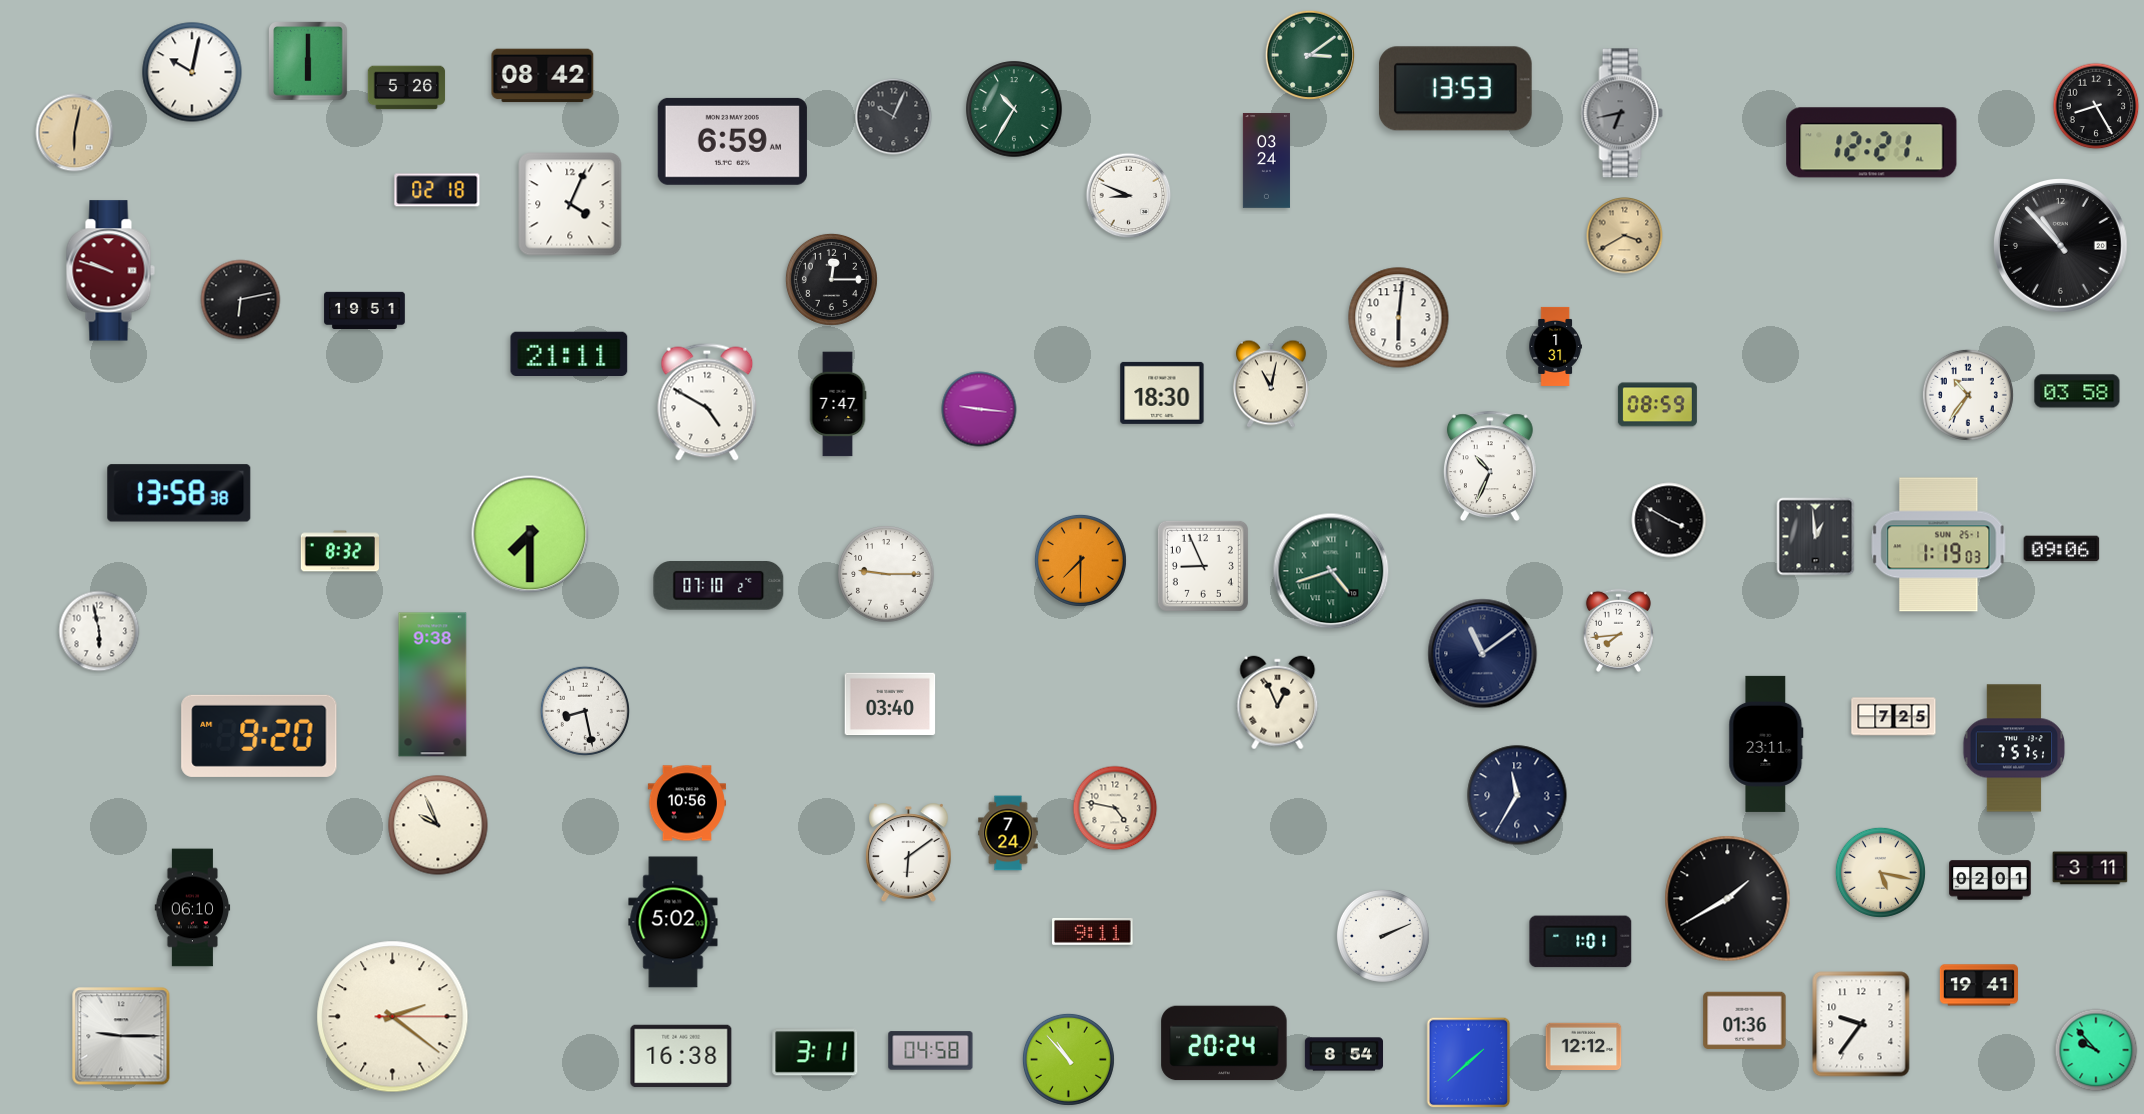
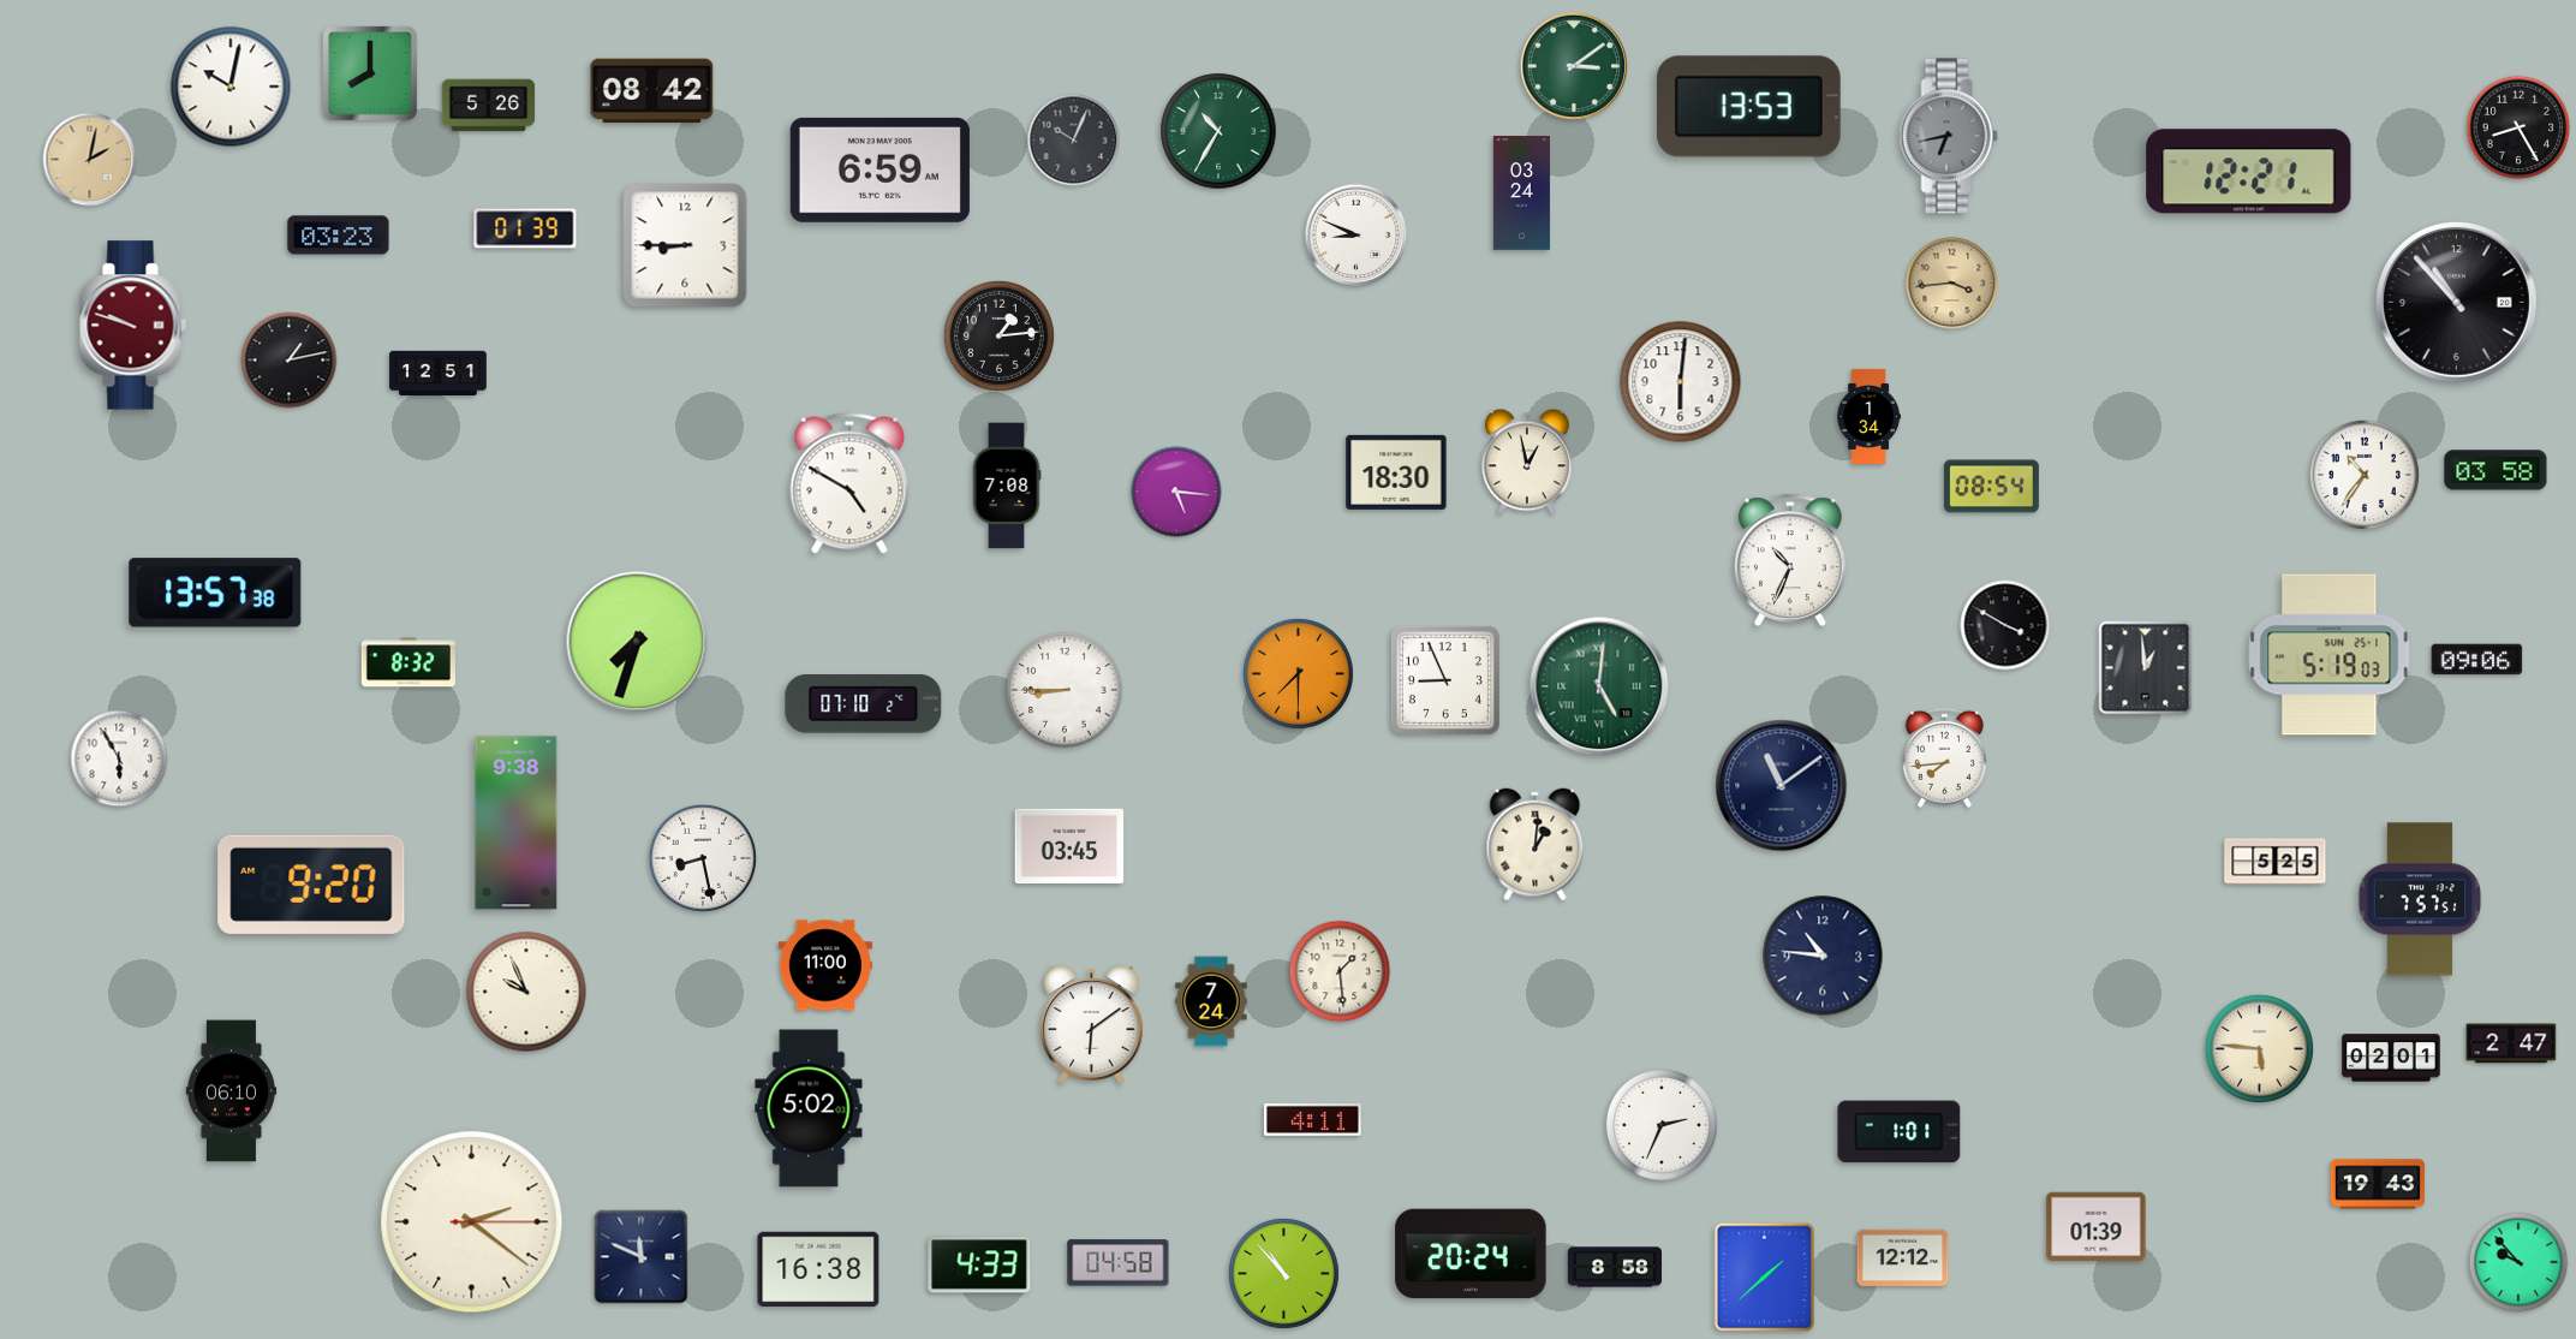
clock at (308, 61): 6:00 -> 8:00
clock at (75, 133): 6:02 -> 2:02
clock at (437, 190): 02:18 -> 01:39
clock at (339, 236): none -> 03:23
clock at (570, 204): 4:04 -> 8:45
clock at (1625, 236): 3:40 -> 3:44
clock at (2061, 246) position: (2061, 246) -> (2457, 303)
clock at (831, 279): 12:15 -> 1:14
clock at (241, 300): 6:13 -> 1:13
clock at (365, 311): 19:51 -> 12:51
clock at (1555, 346): 1:31 -> 1:34
clock at (569, 354): 21:11 -> none
clock at (1271, 384): 11:02 -> 12:58
clock at (838, 404): 7:47 -> 7:08
clock at (1657, 405): 08:59 -> 08:54
clock at (979, 409): 9:16 -> 5:16
clock at (179, 493): 13:58 -> 13:57
clock at (530, 534): 7:30 -> 7:33
clock at (1816, 537) position: (1816, 537) -> (2146, 668)
clock at (1939, 545): 1:19 -> 5:19
clock at (1331, 571): 4:42 -> 5:01
clock at (886, 574): 9:15 -> 8:45
clock at (99, 631): 5:58 -> 5:55
clock at (433, 685) position: (433, 685) -> (517, 823)
clock at (1278, 703): 12:56 -> 1:01
clock at (890, 704): 03:40 -> 03:45
clock at (585, 711) position: (585, 711) -> (703, 858)
clock at (1894, 717): 7:25 -> 5:25
clock at (1766, 744): 23:11 -> none
clock at (1517, 795): 11:35 -> 10:46
clock at (687, 803): 10:56 -> 11:00
clock at (1115, 808): 4:47 -> 1:29
clock at (2090, 868): 3:11 -> 2:47
clock at (1880, 872): 5:17 -> 5:46
clock at (1728, 899): 1:40 -> none
clock at (1093, 931): 9:11 -> 4:11
clock at (1383, 936): 2:11 -> 2:34
clock at (1979, 985): 19:41 -> 19:43
clock at (1745, 1021): 01:36 -> 01:39
clock at (1861, 1024): 9:36 -> none
clock at (121, 1036): 9:15 -> none
clock at (642, 1257): none -> 11:49
clock at (815, 1052): 3:11 -> 4:33
clock at (1343, 1054): 8:54 -> 8:58
